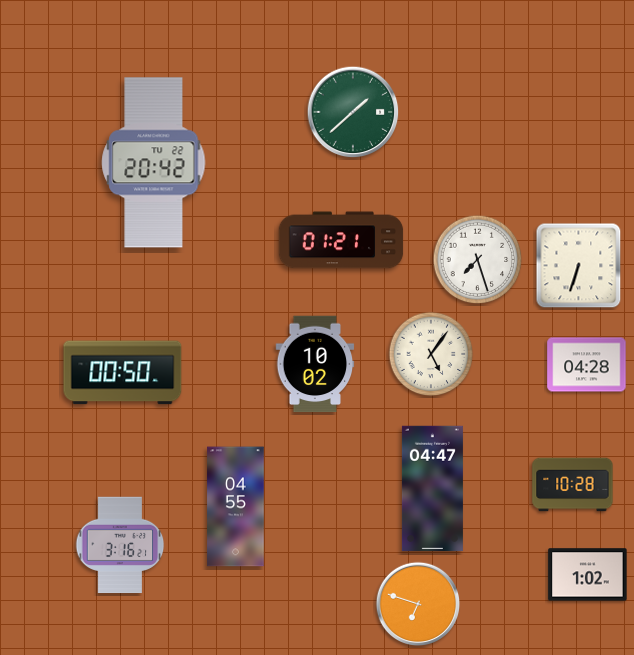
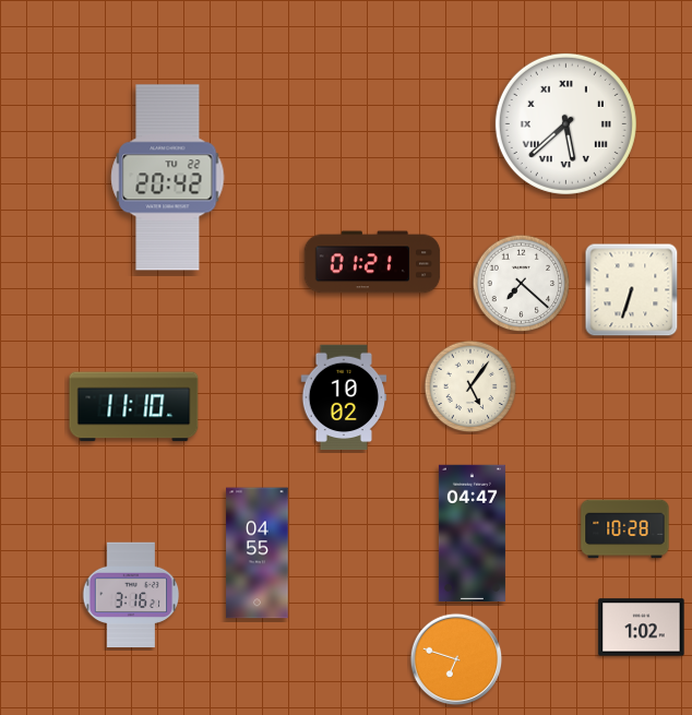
clock at (353, 112): 1:38 -> none
clock at (565, 123): none -> 5:38
clock at (478, 260): 7:27 -> 7:22
clock at (587, 365): 04:28 -> none
clock at (123, 373): 00:50 -> 11:10
